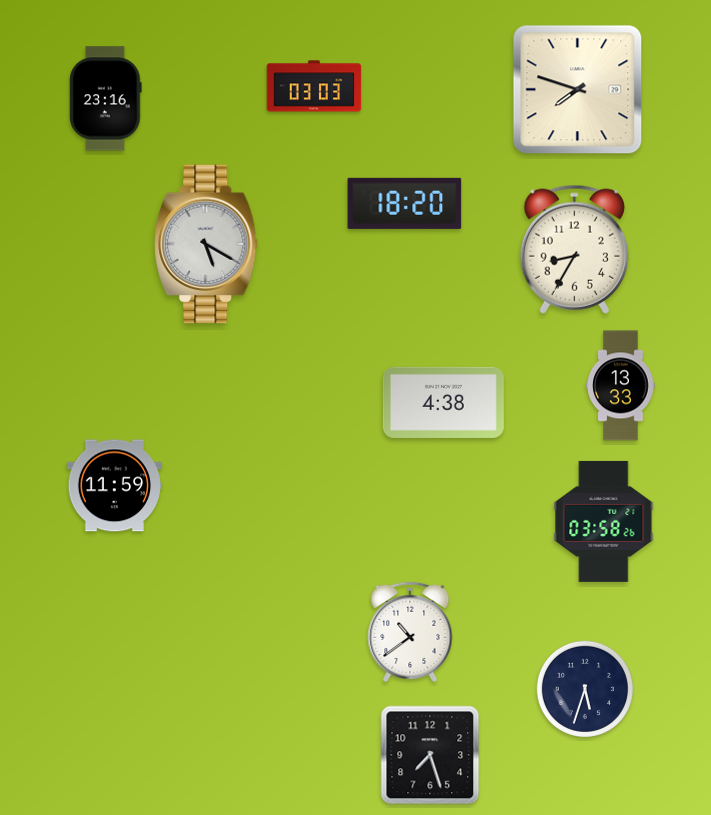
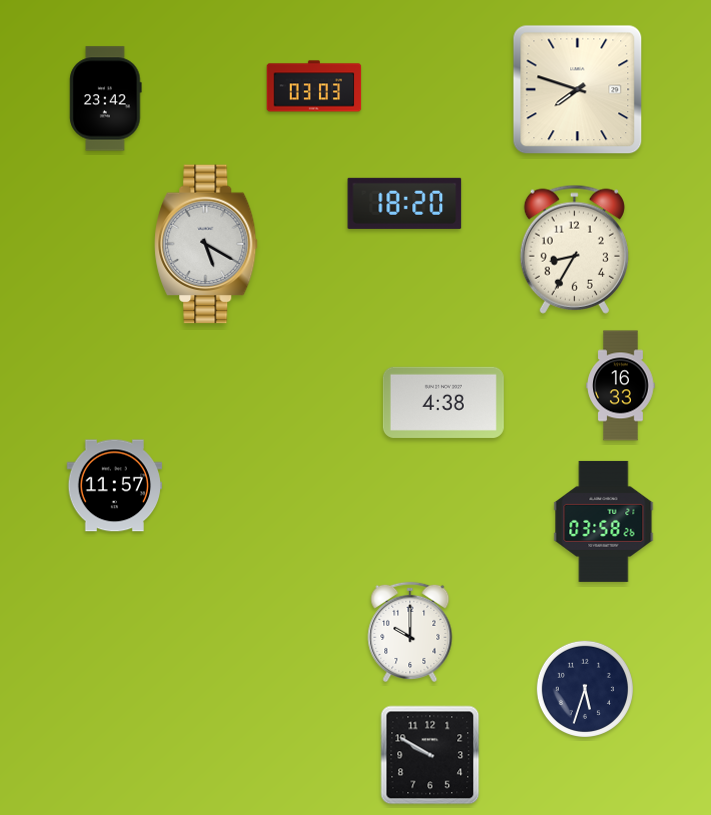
clock at (106, 99): 23:16 -> 23:42
clock at (621, 386): 13:33 -> 16:33
clock at (115, 486): 11:59 -> 11:57
clock at (410, 632): 10:39 -> 10:00
clock at (430, 755): 7:27 -> 9:50
